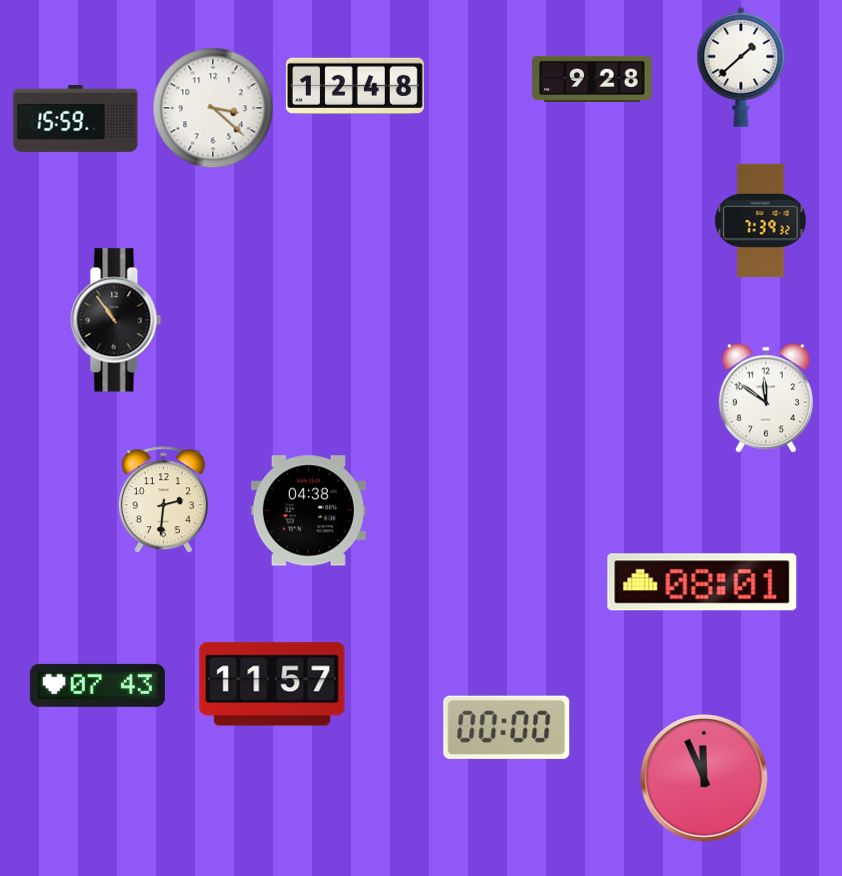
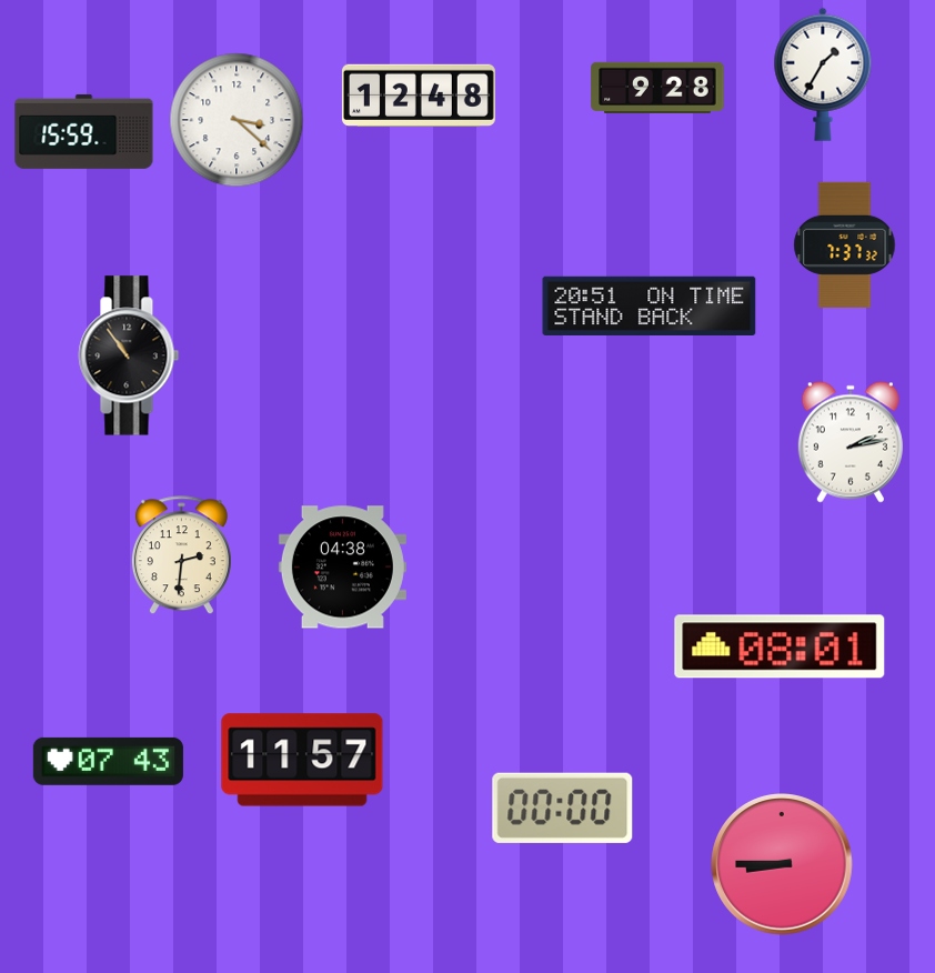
clock at (741, 67): 1:38 -> 1:35
clock at (355, 85) position: (355, 85) -> (419, 94)
clock at (761, 220): 7:39 -> 7:37
clock at (650, 305): none -> 20:51
clock at (766, 398): 11:51 -> 2:13
clock at (704, 778): 11:56 -> 8:45
